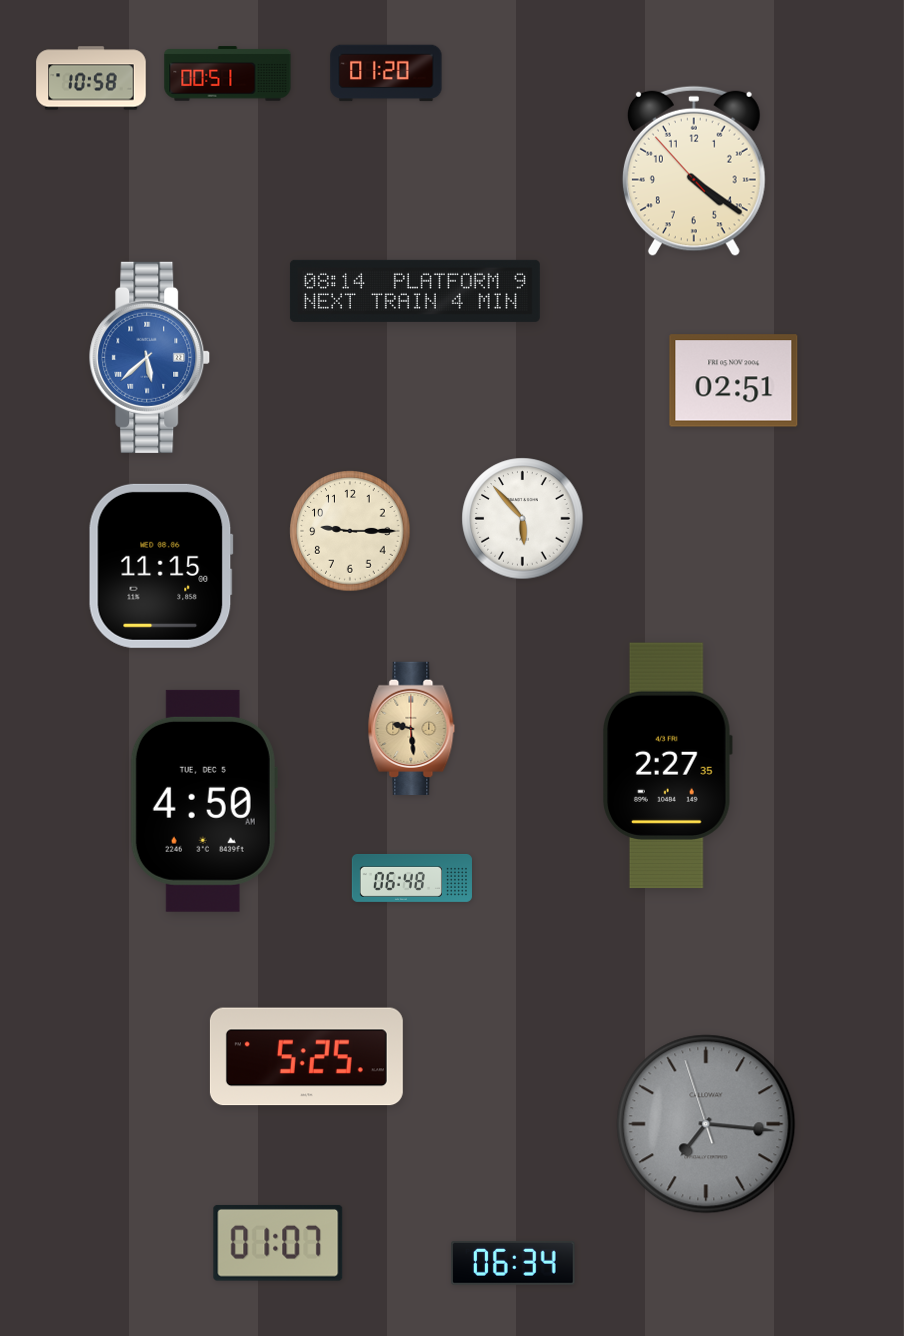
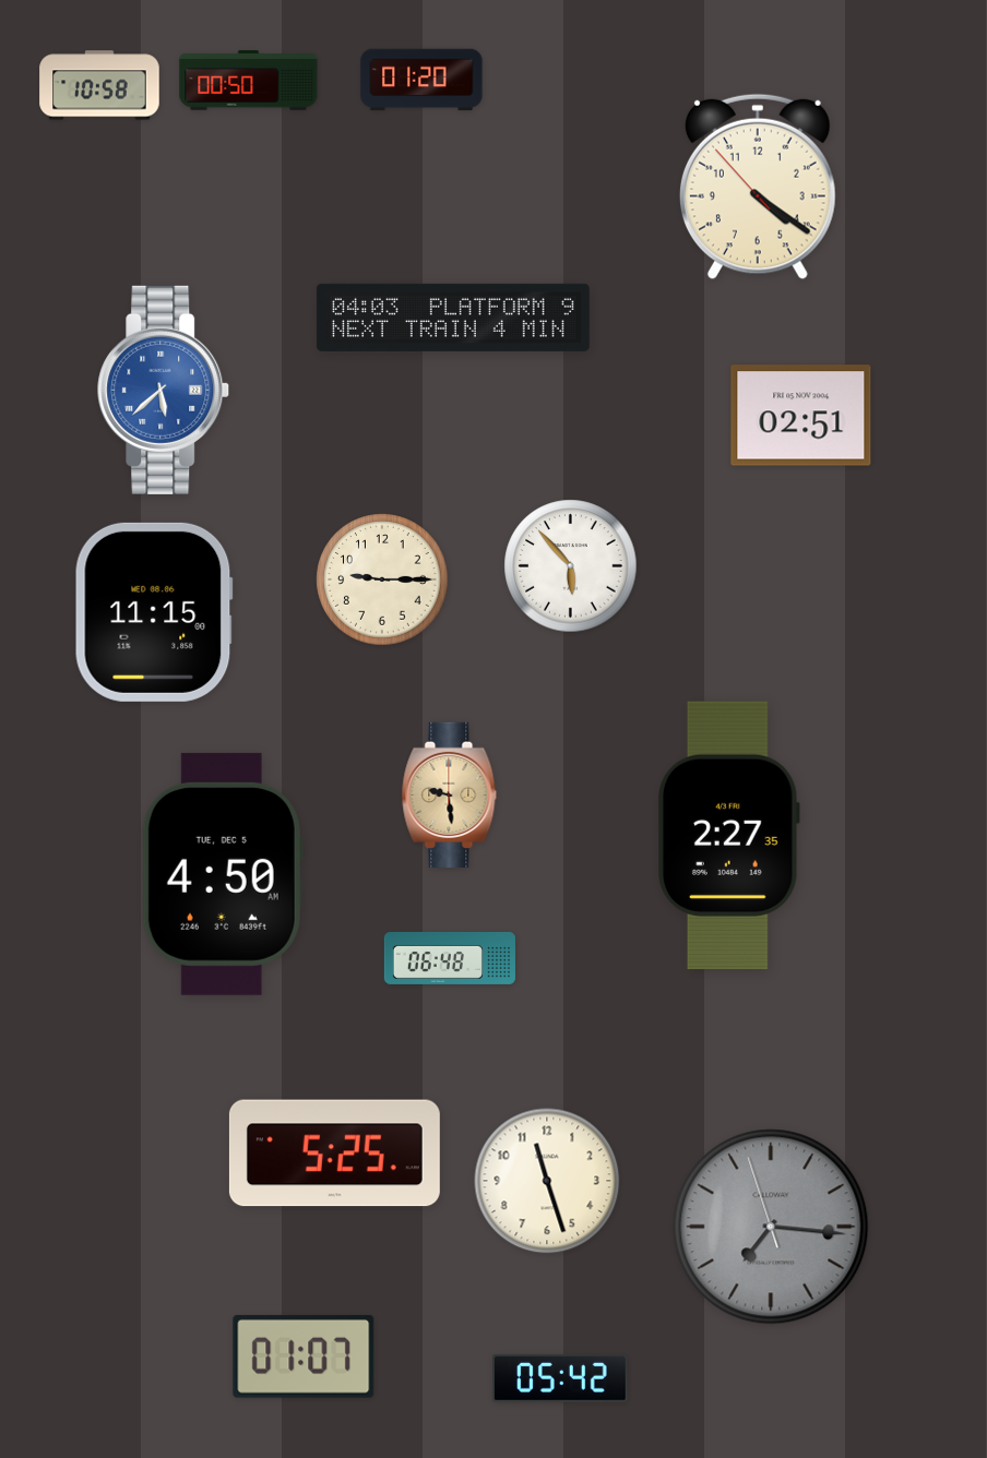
clock at (228, 74): 00:51 -> 00:50
clock at (415, 291): 08:14 -> 04:03
clock at (161, 566) position: (161, 566) -> (154, 612)
clock at (547, 1181): none -> 11:27
clock at (513, 1263): 06:34 -> 05:42
